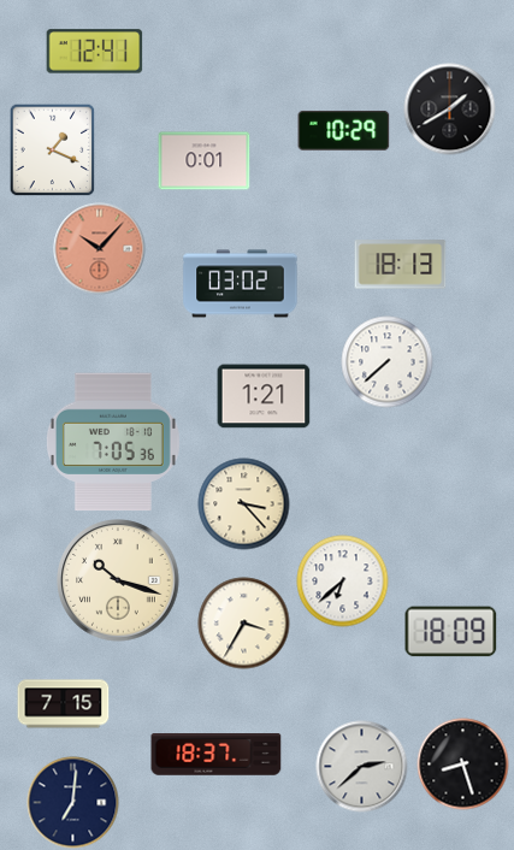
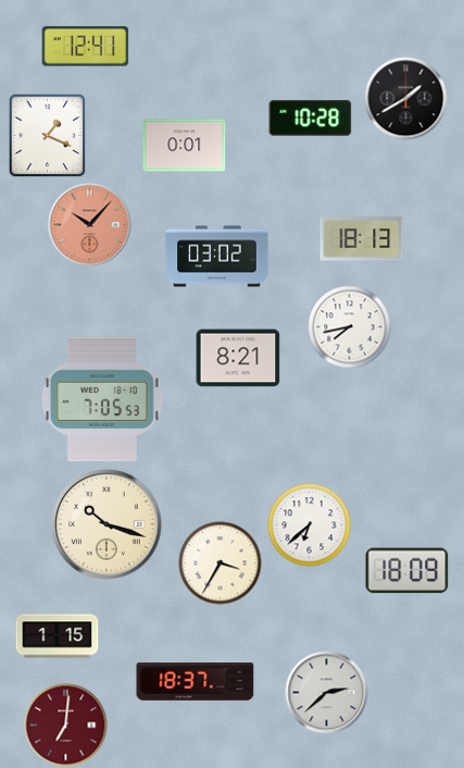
clock at (344, 130): 10:29 -> 10:28
clock at (388, 362): 7:38 -> 7:43
clock at (264, 396): 1:21 -> 8:21
clock at (113, 442): 7:05:36 -> 7:05:53
clock at (244, 504): 3:23 -> none
clock at (64, 704): 7:15 -> 1:15
clock at (463, 765): 8:27 -> none
clock at (73, 803) dial: navy -> burgundy
